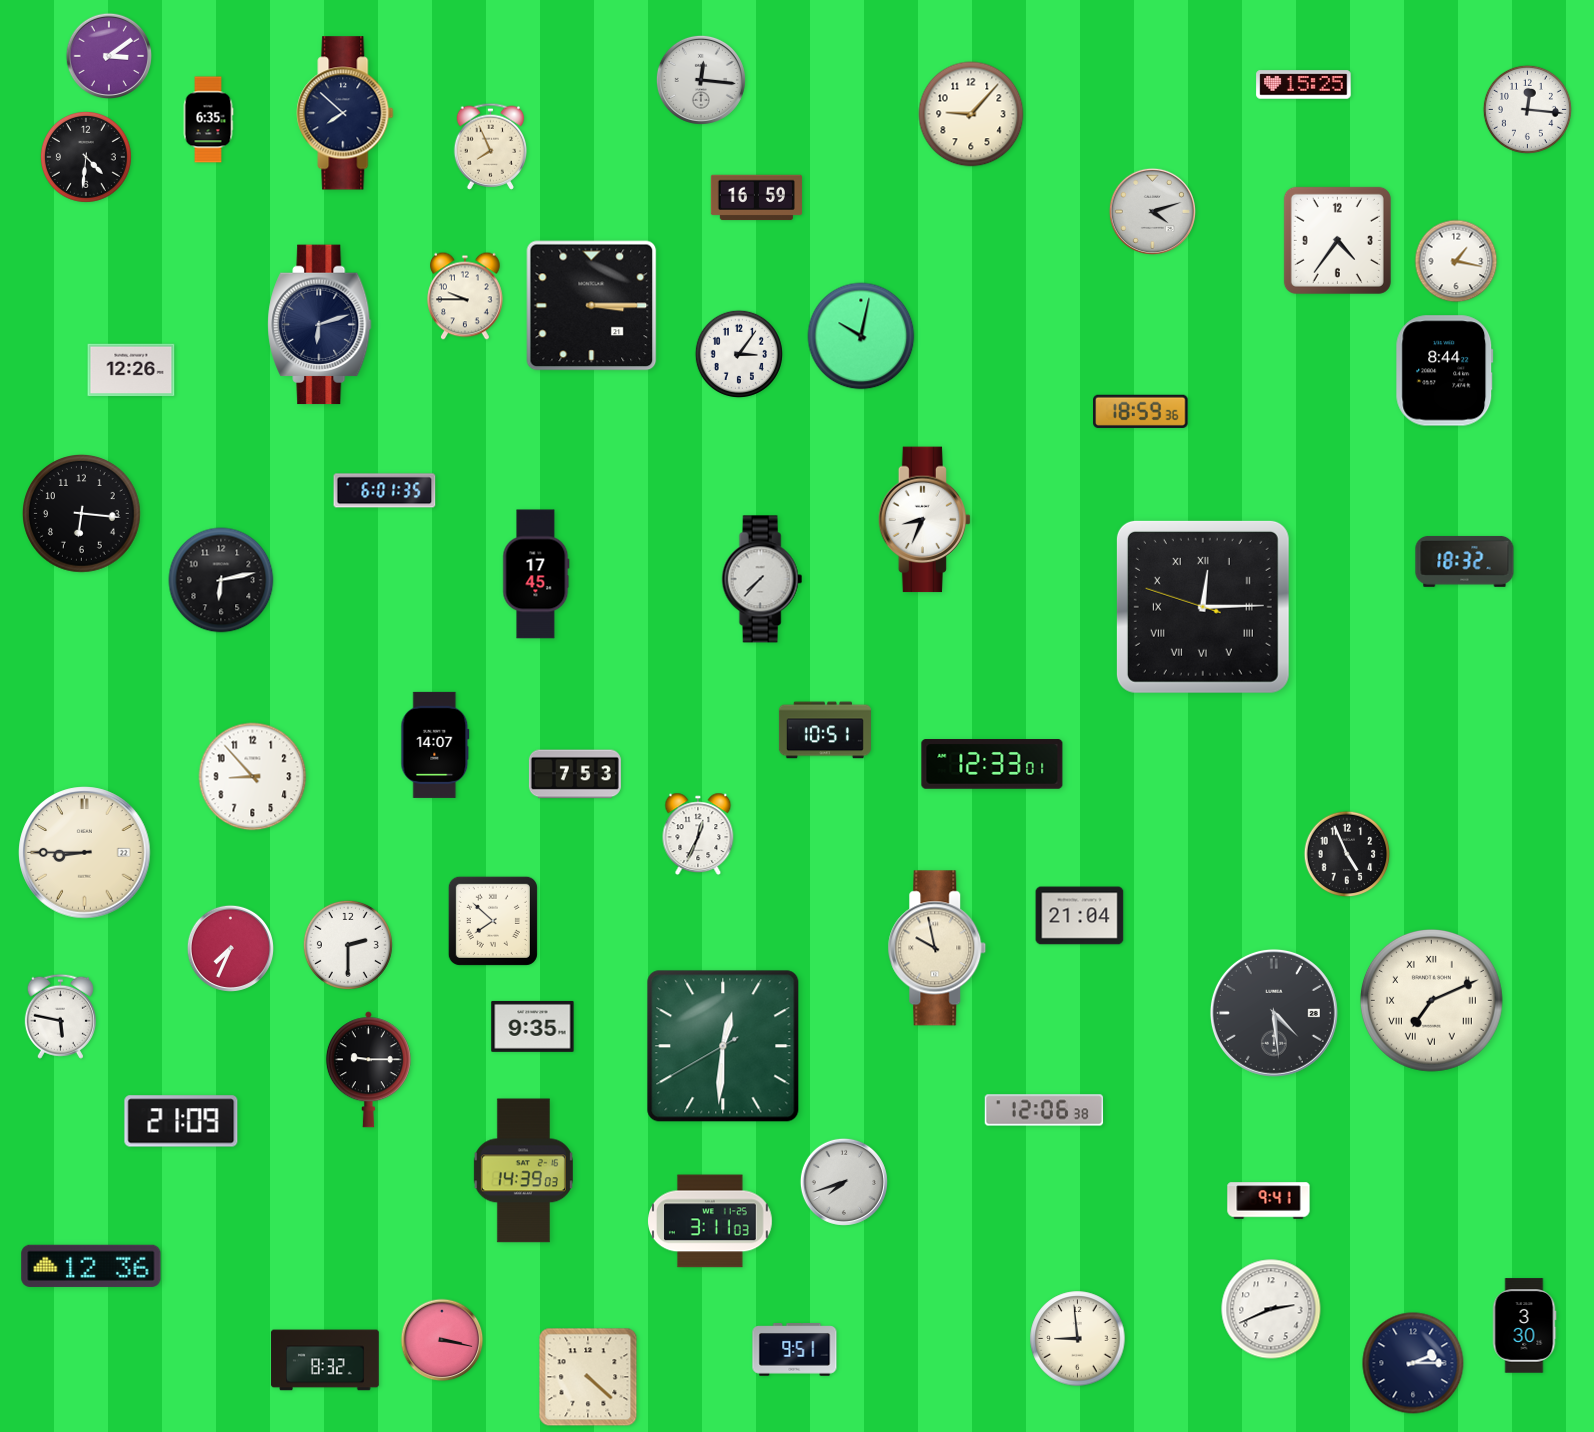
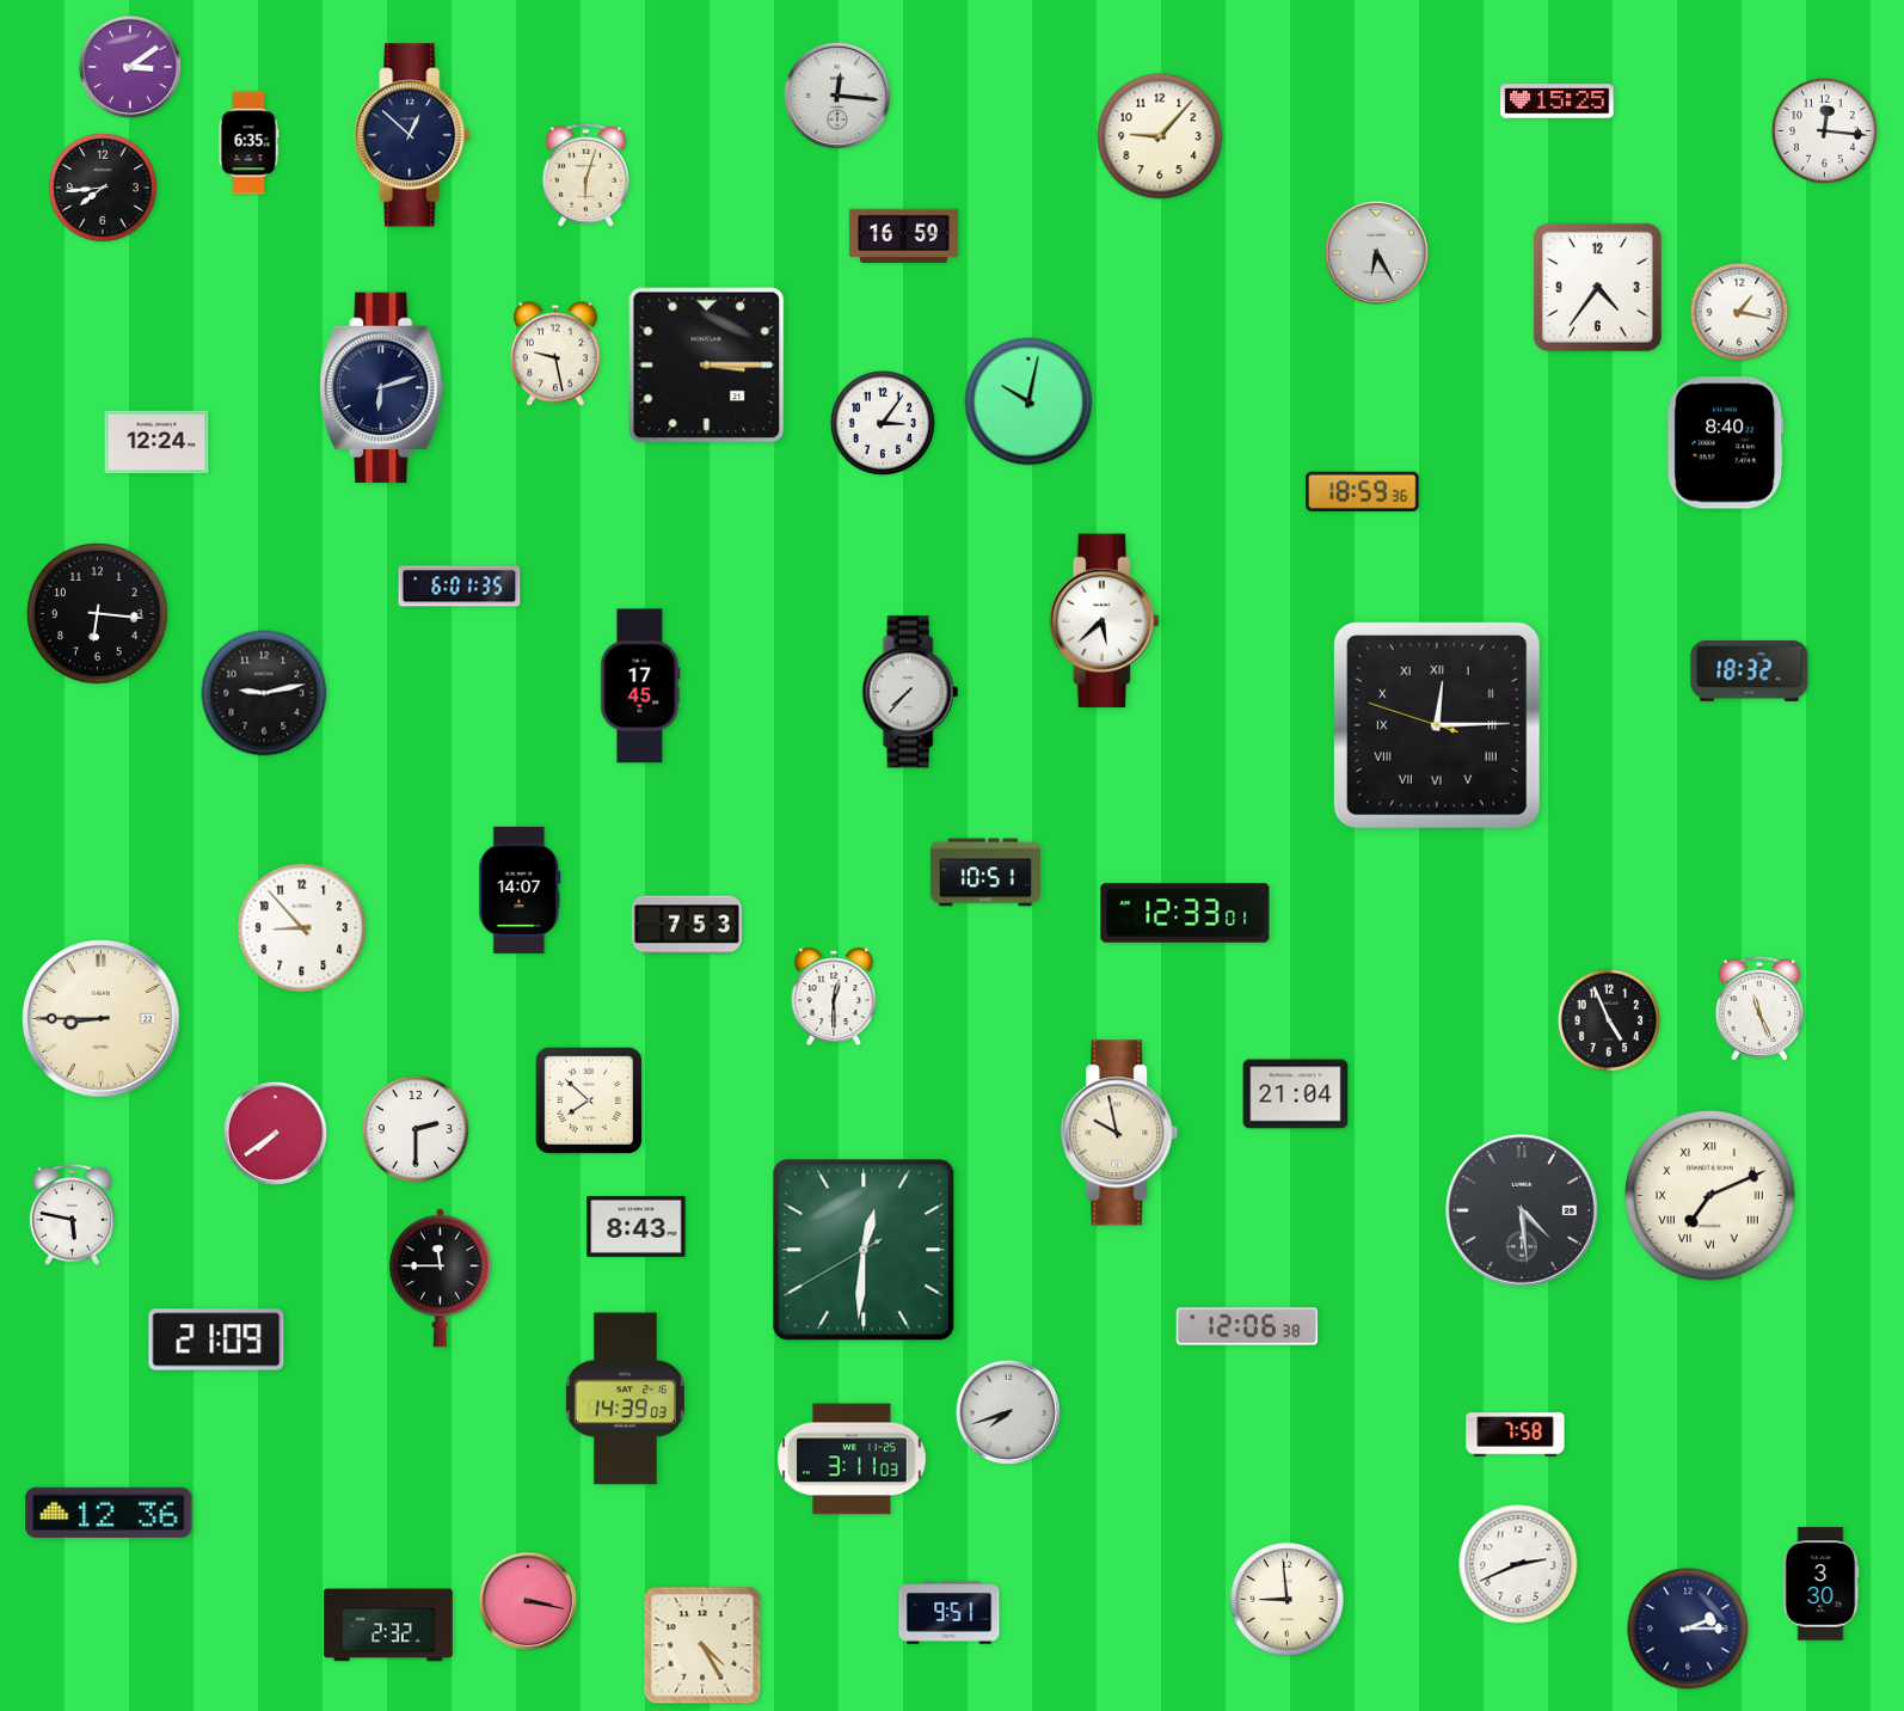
clock at (345, 113): 7:52 -> 12:52
clock at (491, 146): 7:56 -> 6:03
clock at (86, 157): 4:31 -> 7:44
clock at (1152, 211): 4:12 -> 6:25
clock at (465, 296): 9:45 -> 9:28
clock at (131, 370): 12:26 -> 12:24
clock at (1445, 371): 8:44 -> 8:40
clock at (925, 520): 8:34 -> 5:38
clock at (221, 580): 6:13 -> 9:13
clock at (698, 834): 12:34 -> 12:30
clock at (1759, 1008): none -> 11:26
clock at (1080, 916) position: (1080, 916) -> (1296, 1094)
clock at (230, 948): 7:34 -> 7:39
clock at (533, 1026): 9:35 -> 8:43
clock at (368, 1070): 9:15 -> 11:45
clock at (1269, 1201): 9:41 -> 7:58
clock at (711, 1221) position: (711, 1221) -> (853, 1459)
clock at (325, 1360): 8:32 -> 2:32
clock at (588, 1377): 4:22 -> 4:25
